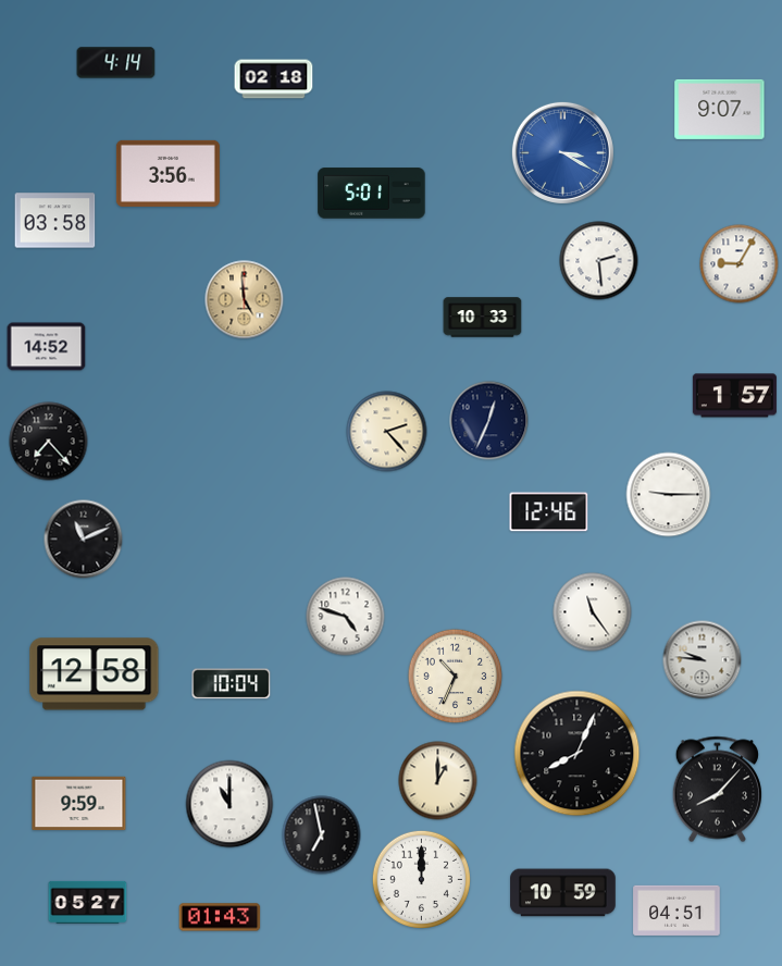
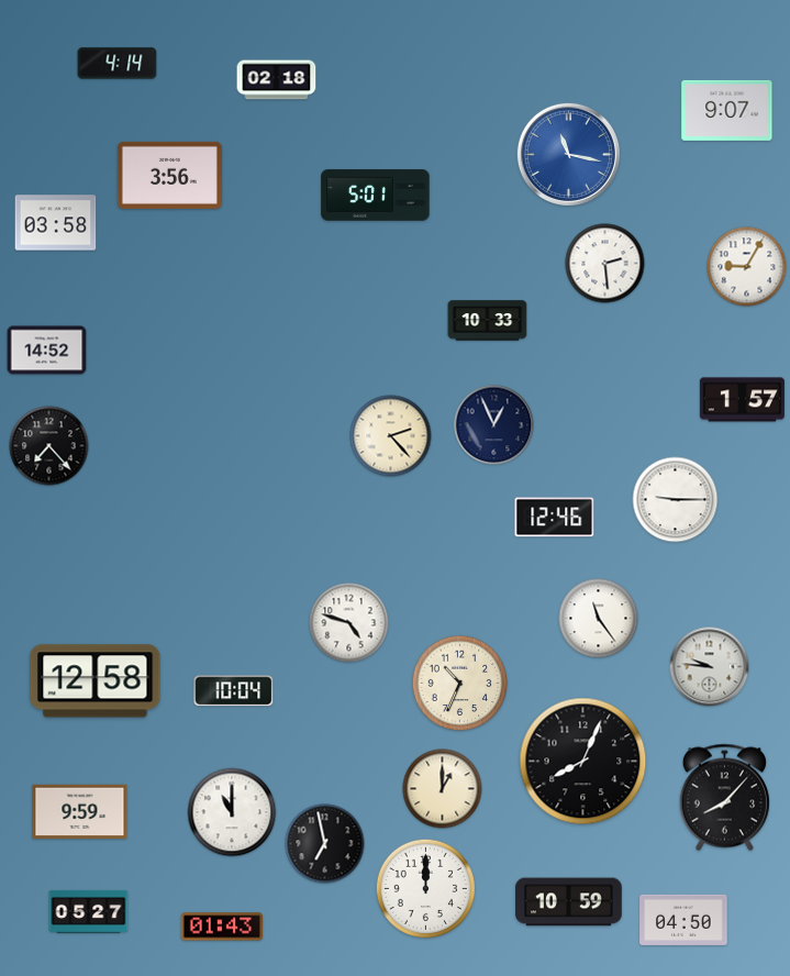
clock at (562, 152): 3:20 -> 11:17
clock at (245, 300): 4:59 -> none
clock at (489, 421): 12:34 -> 12:56
clock at (84, 540): 11:11 -> none
clock at (677, 911): 04:51 -> 04:50
